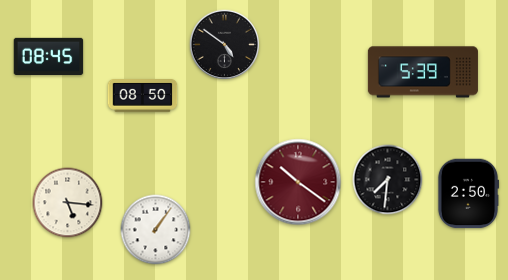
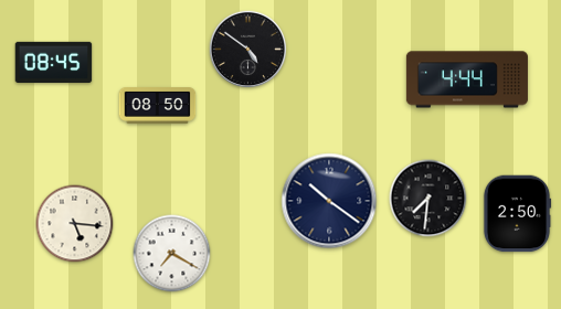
clock at (423, 72): 5:39 -> 4:44
clock at (298, 182) dial: burgundy -> navy
clock at (156, 230): 1:06 -> 7:20
